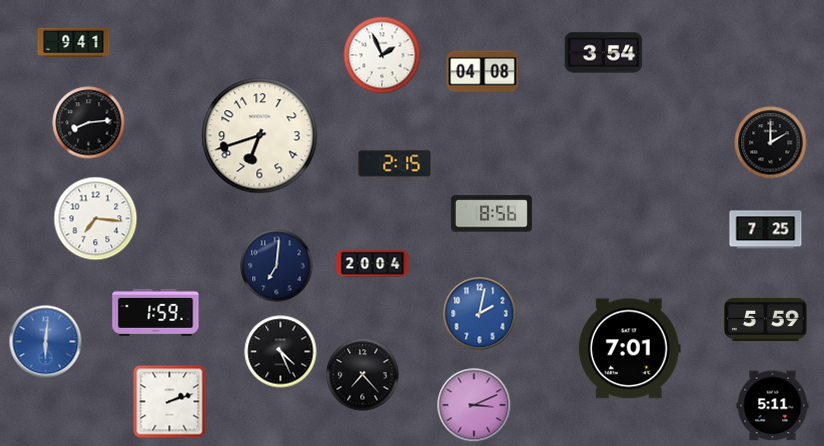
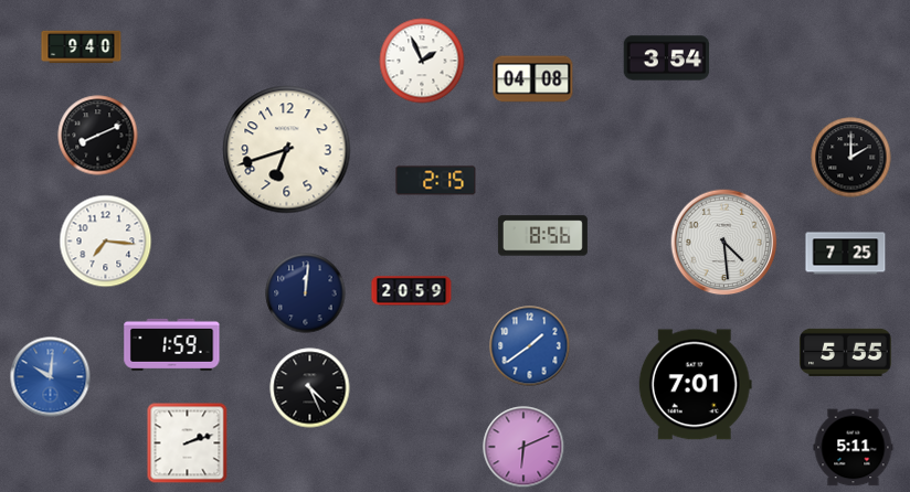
clock at (74, 43): 9:41 -> 9:40
clock at (89, 123): 8:14 -> 8:11
clock at (724, 243): none -> 4:29
clock at (373, 264): 20:04 -> 20:59
clock at (277, 266): 7:01 -> 12:01
clock at (480, 314): 2:02 -> 1:39
clock at (766, 319): 5:59 -> 5:55
clock at (46, 342): 6:01 -> 10:01
clock at (363, 375): 7:23 -> none
clock at (474, 405): 3:11 -> 6:11
